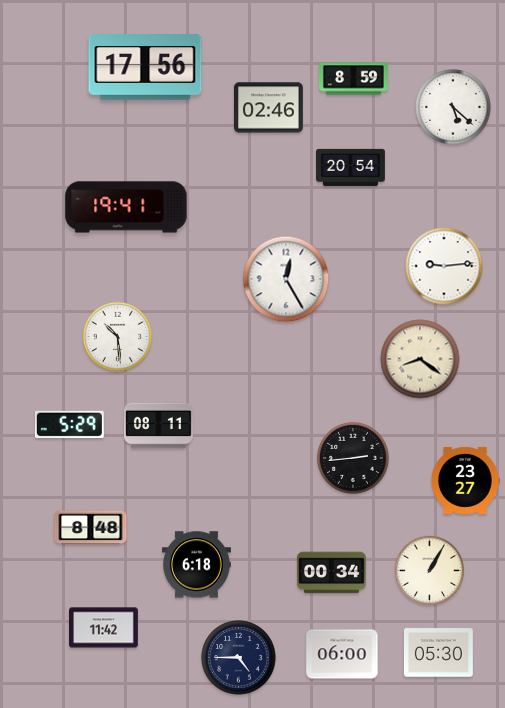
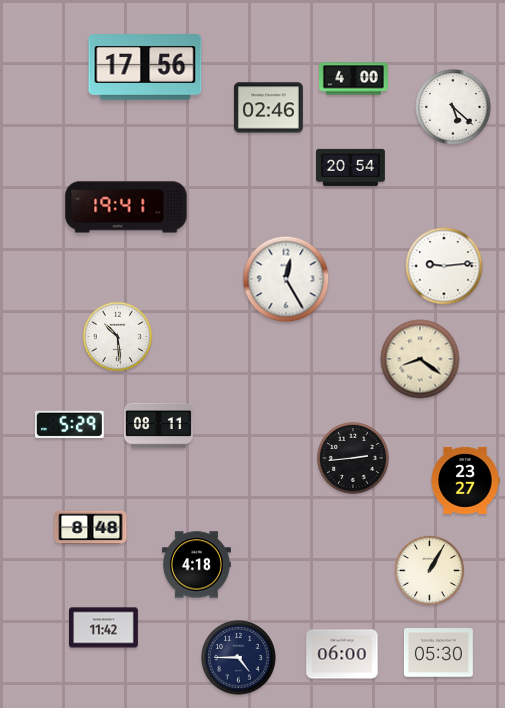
clock at (354, 79): 8:59 -> 4:00
clock at (197, 565): 6:18 -> 4:18
clock at (331, 573): 00:34 -> none
